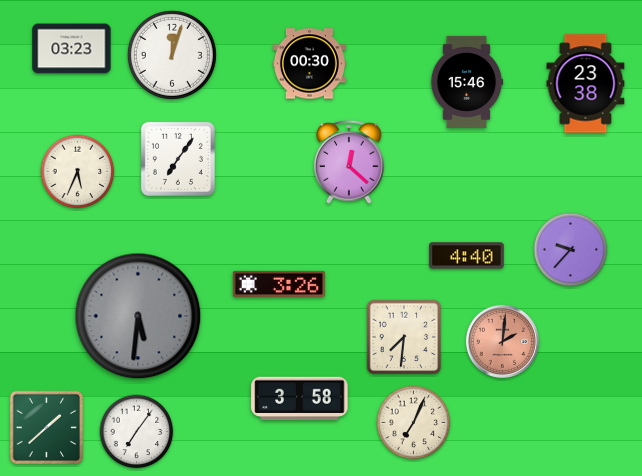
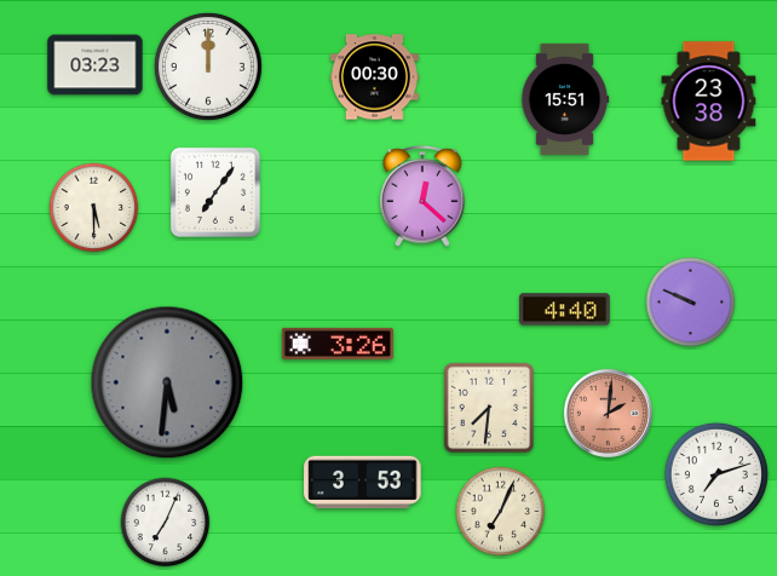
clock at (72, 49) position: (72, 49) -> (96, 65)
clock at (172, 55): 12:03 -> 12:00
clock at (467, 82): 15:46 -> 15:51
clock at (78, 172): 5:34 -> 5:30
clock at (571, 250): 9:37 -> 9:49
clock at (716, 474): none -> 7:12
clock at (300, 399): 3:58 -> 3:53
clock at (46, 427): 1:38 -> none
clock at (137, 432): 7:06 -> 7:04
